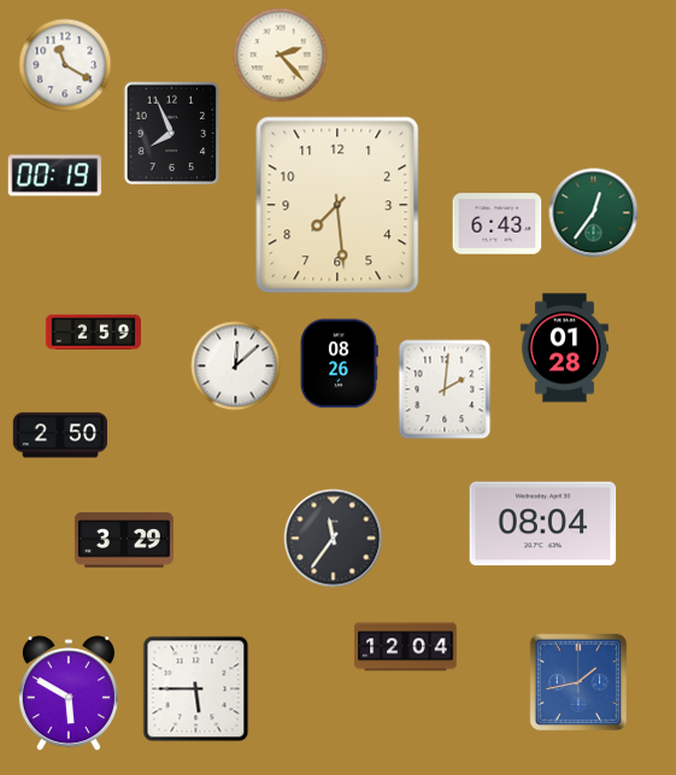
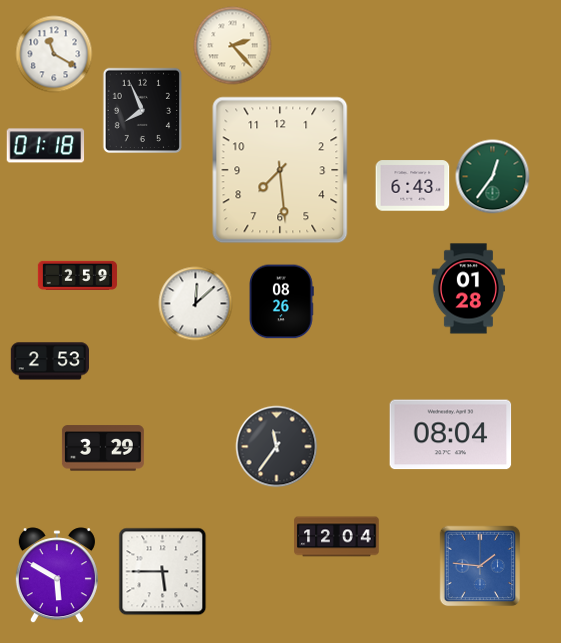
clock at (55, 176): 00:19 -> 01:18
clock at (445, 389): 2:01 -> none
clock at (59, 435): 2:50 -> 2:53
clock at (578, 682): 1:43 -> 1:46
